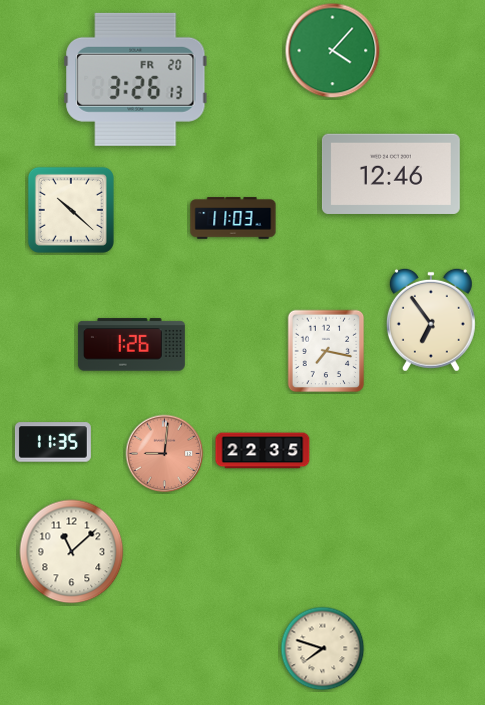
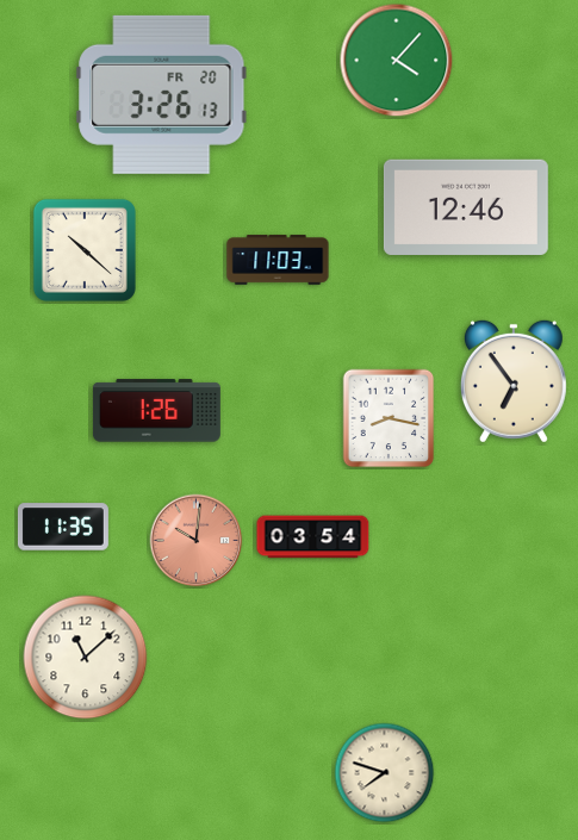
clock at (326, 351): 7:17 -> 8:17
clock at (263, 451): 22:35 -> 03:54
clock at (165, 454): 9:01 -> 10:01
